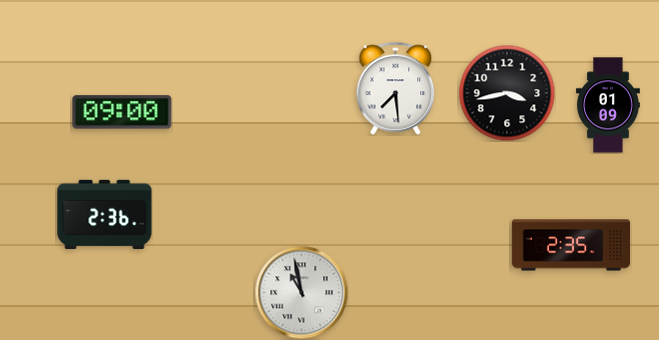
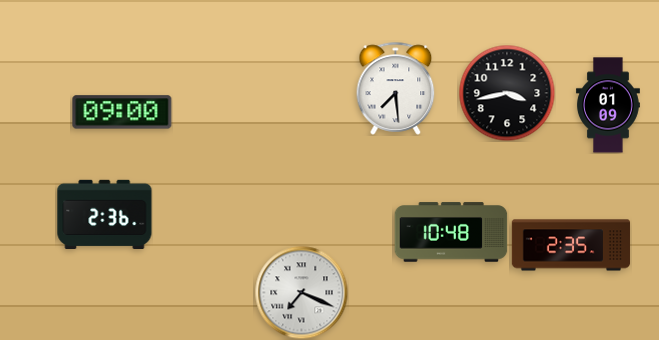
clock at (451, 232): none -> 10:48
clock at (301, 292): 10:58 -> 7:19
